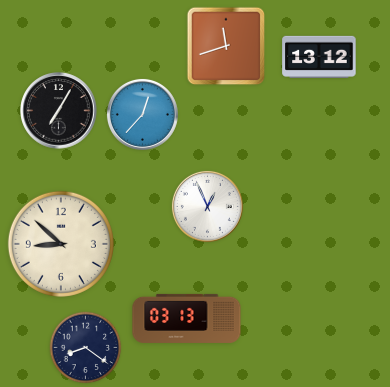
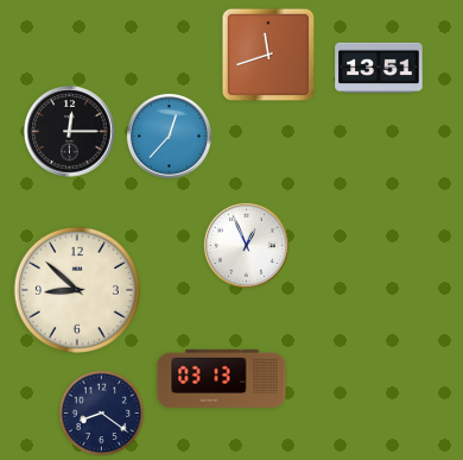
clock at (319, 56): 13:12 -> 13:51
clock at (59, 111): 7:05 -> 12:15
clock at (61, 244) position: (61, 244) -> (77, 290)
